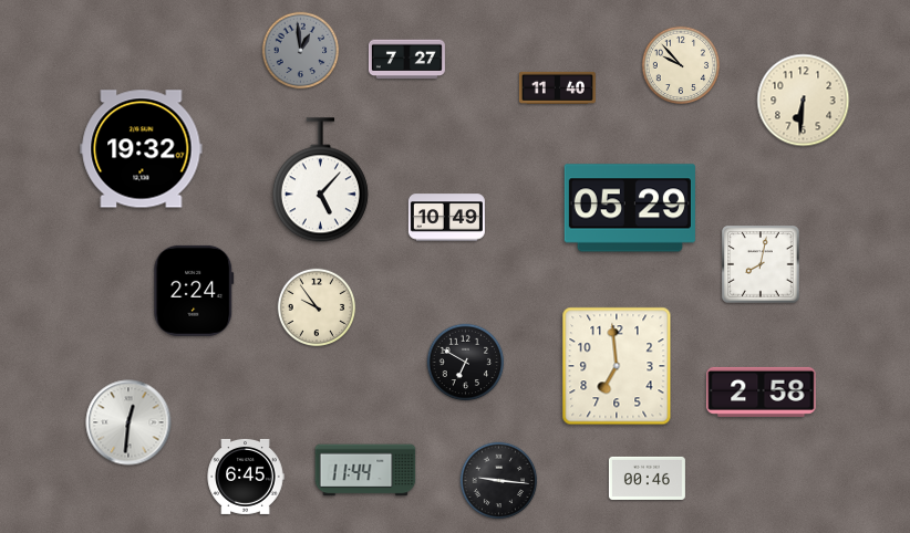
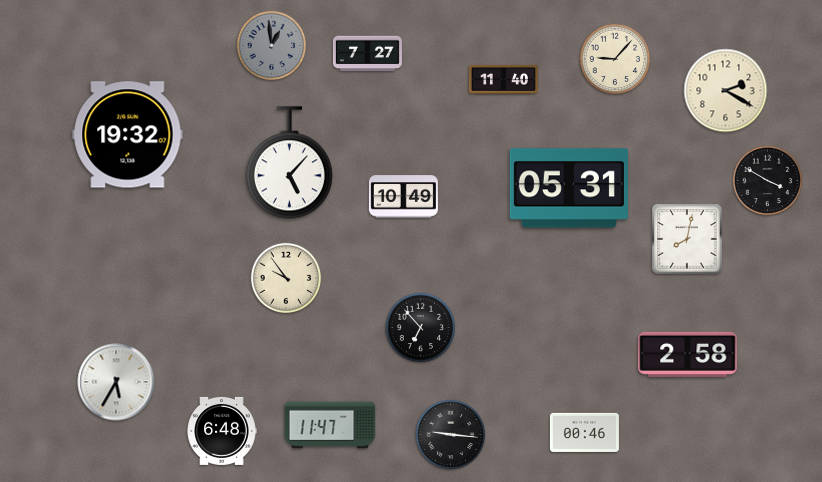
clock at (681, 65): 9:53 -> 9:07
clock at (804, 101): 6:31 -> 2:20
clock at (768, 181): none -> 3:50
clock at (630, 208): 05:29 -> 05:31
clock at (194, 291): 2:24 -> none
clock at (466, 363): 6:50 -> 6:53
clock at (617, 366): 6:59 -> none
clock at (128, 422): 12:31 -> 5:35
clock at (365, 470): 11:44 -> 11:47
clock at (246, 477): 6:45 -> 6:48
